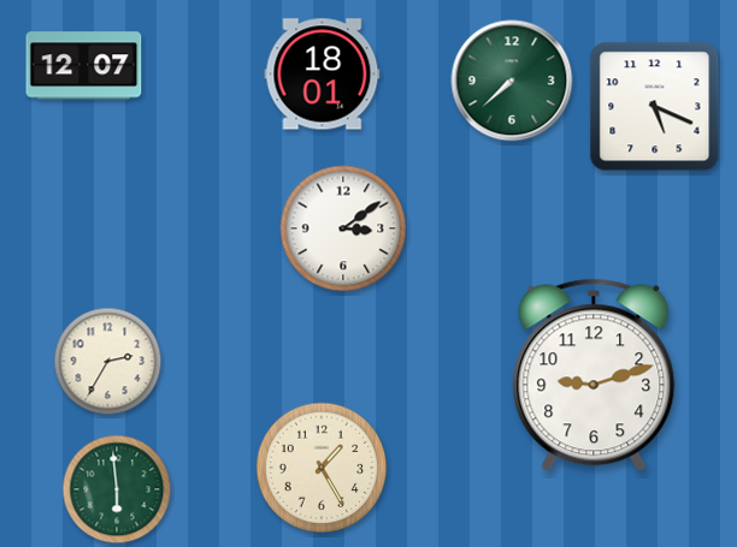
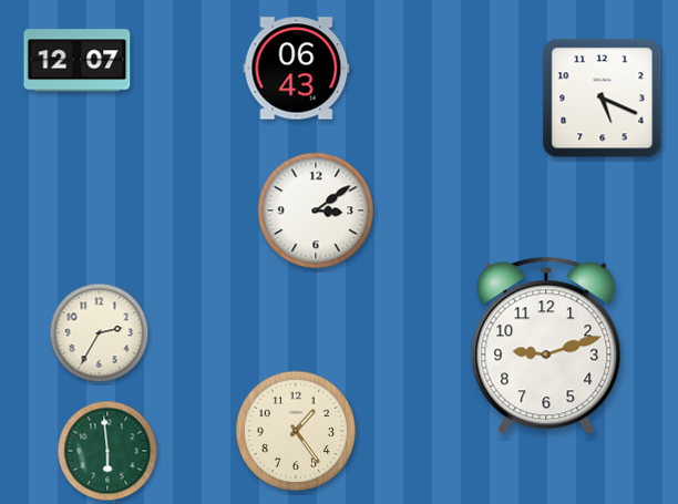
clock at (323, 75): 18:01 -> 06:43
clock at (512, 81): 7:38 -> none
clock at (322, 468): 1:25 -> 1:24
